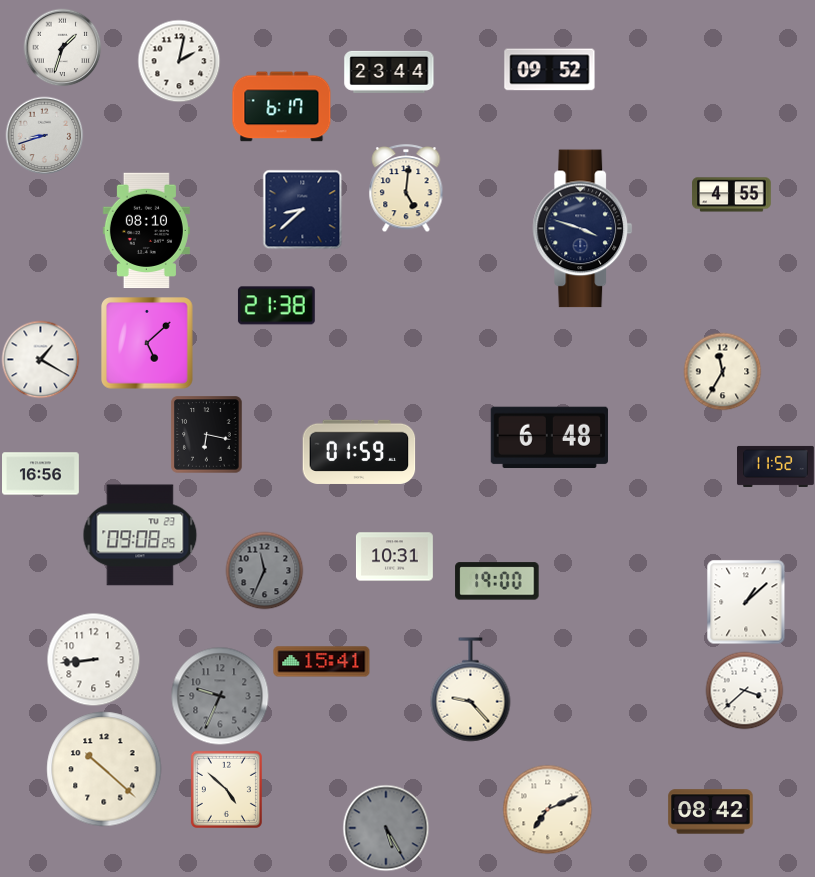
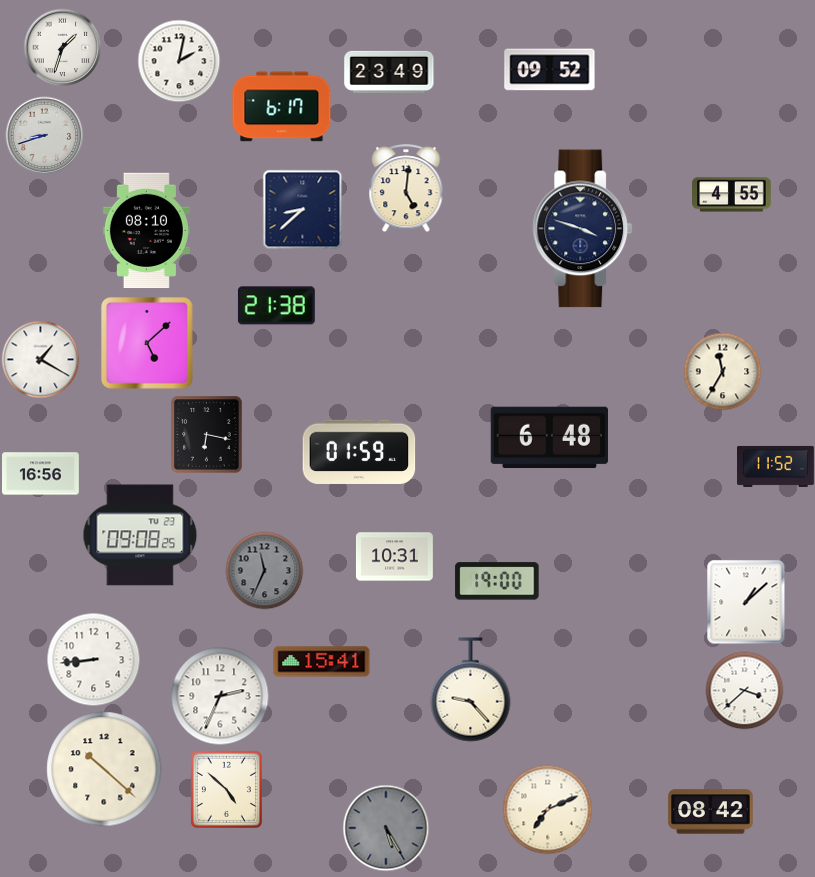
clock at (389, 72): 23:44 -> 23:49
clock at (220, 696): 9:34 -> 2:34
clock at (220, 696) dial: grey -> white
